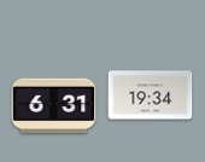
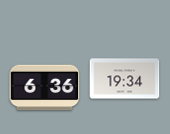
clock at (54, 106): 6:31 -> 6:36
